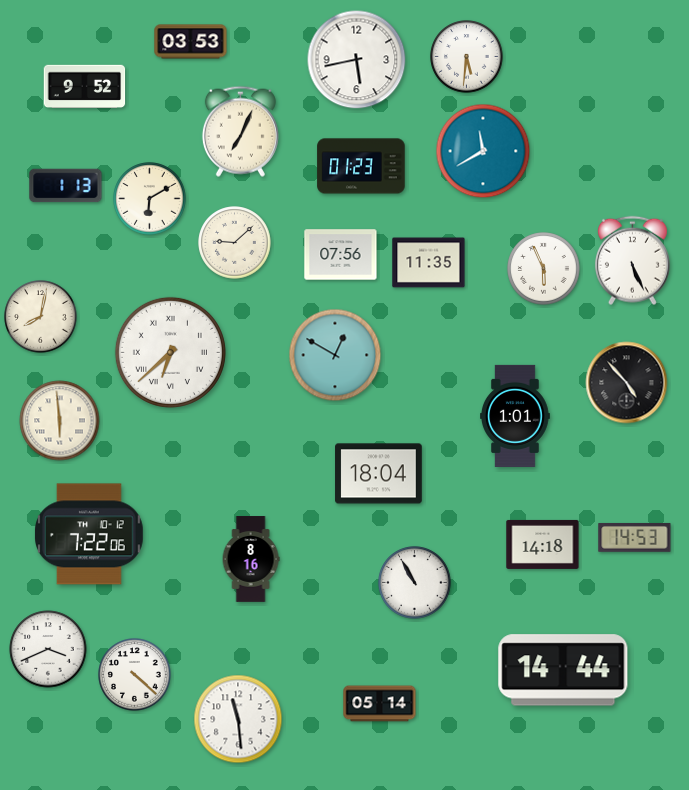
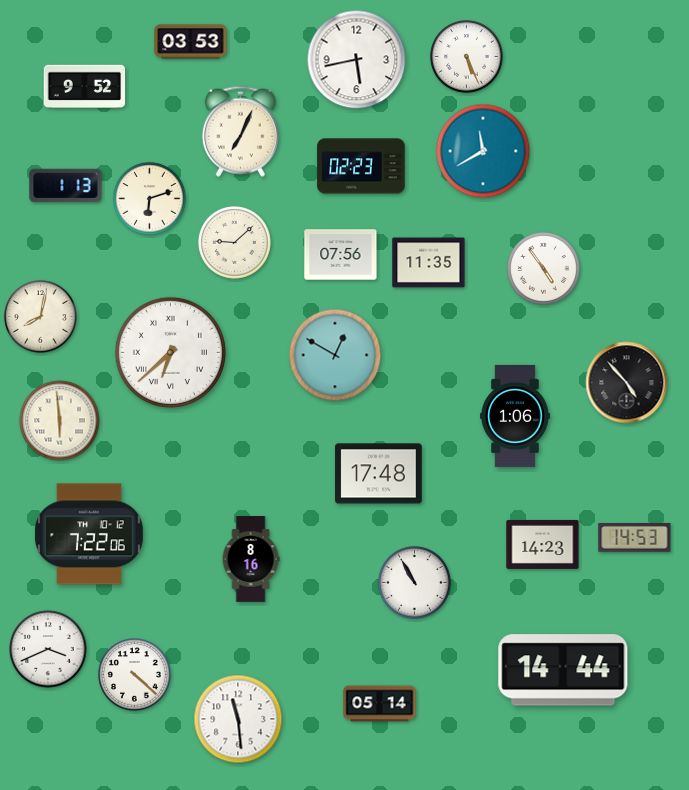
clock at (467, 57): 5:31 -> 5:26
clock at (361, 166): 01:23 -> 02:23
clock at (150, 199): 6:10 -> 6:12
clock at (632, 261): 5:26 -> none
clock at (544, 269): 5:56 -> 4:54
clock at (516, 416): 1:01 -> 1:06
clock at (379, 474): 18:04 -> 17:48
clock at (543, 544): 14:18 -> 14:23
